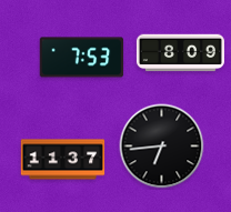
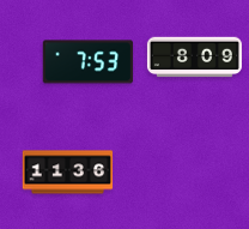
clock at (162, 147): 6:44 -> none
clock at (63, 160): 11:37 -> 11:36
